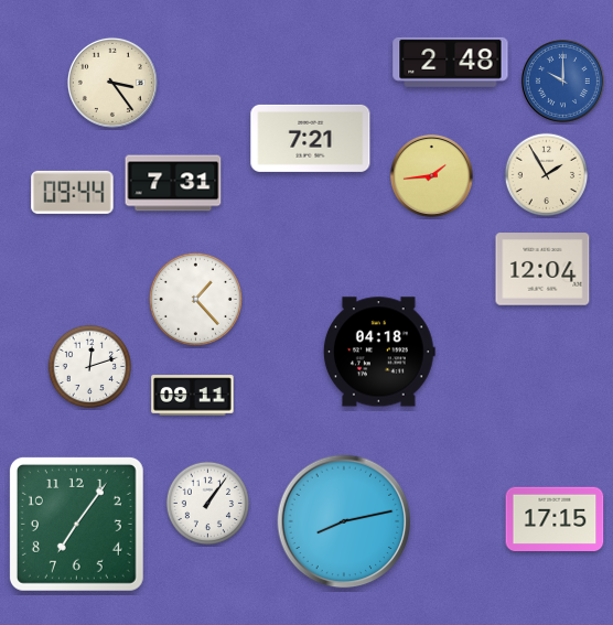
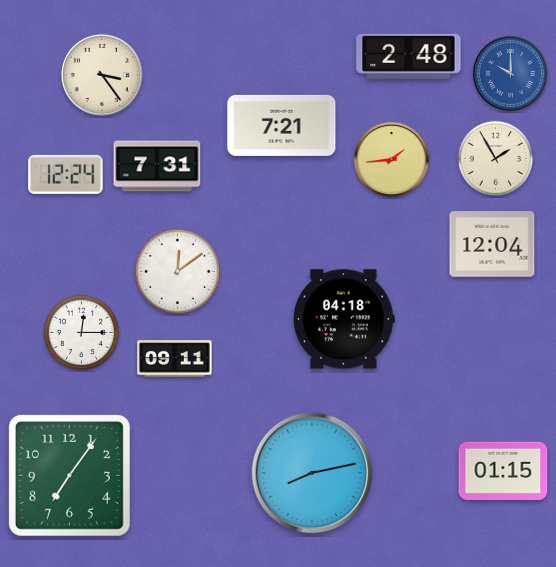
clock at (73, 192): 09:44 -> 12:24
clock at (195, 299): 1:23 -> 12:09
clock at (90, 367): 12:12 -> 12:15
clock at (208, 504): 1:06 -> none
clock at (555, 519): 17:15 -> 01:15
